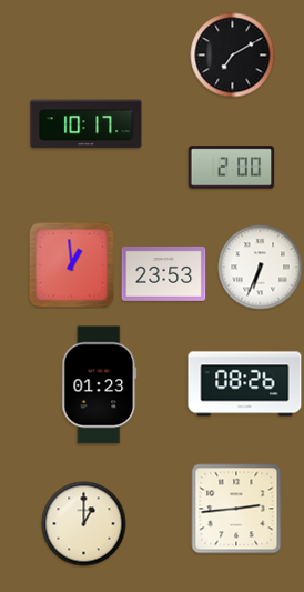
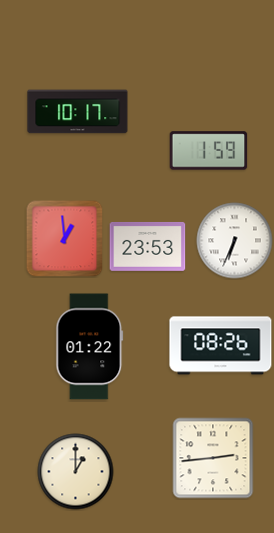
clock at (233, 56): 7:10 -> none
clock at (232, 168): 2:00 -> 1:59
clock at (100, 385): 01:23 -> 01:22
